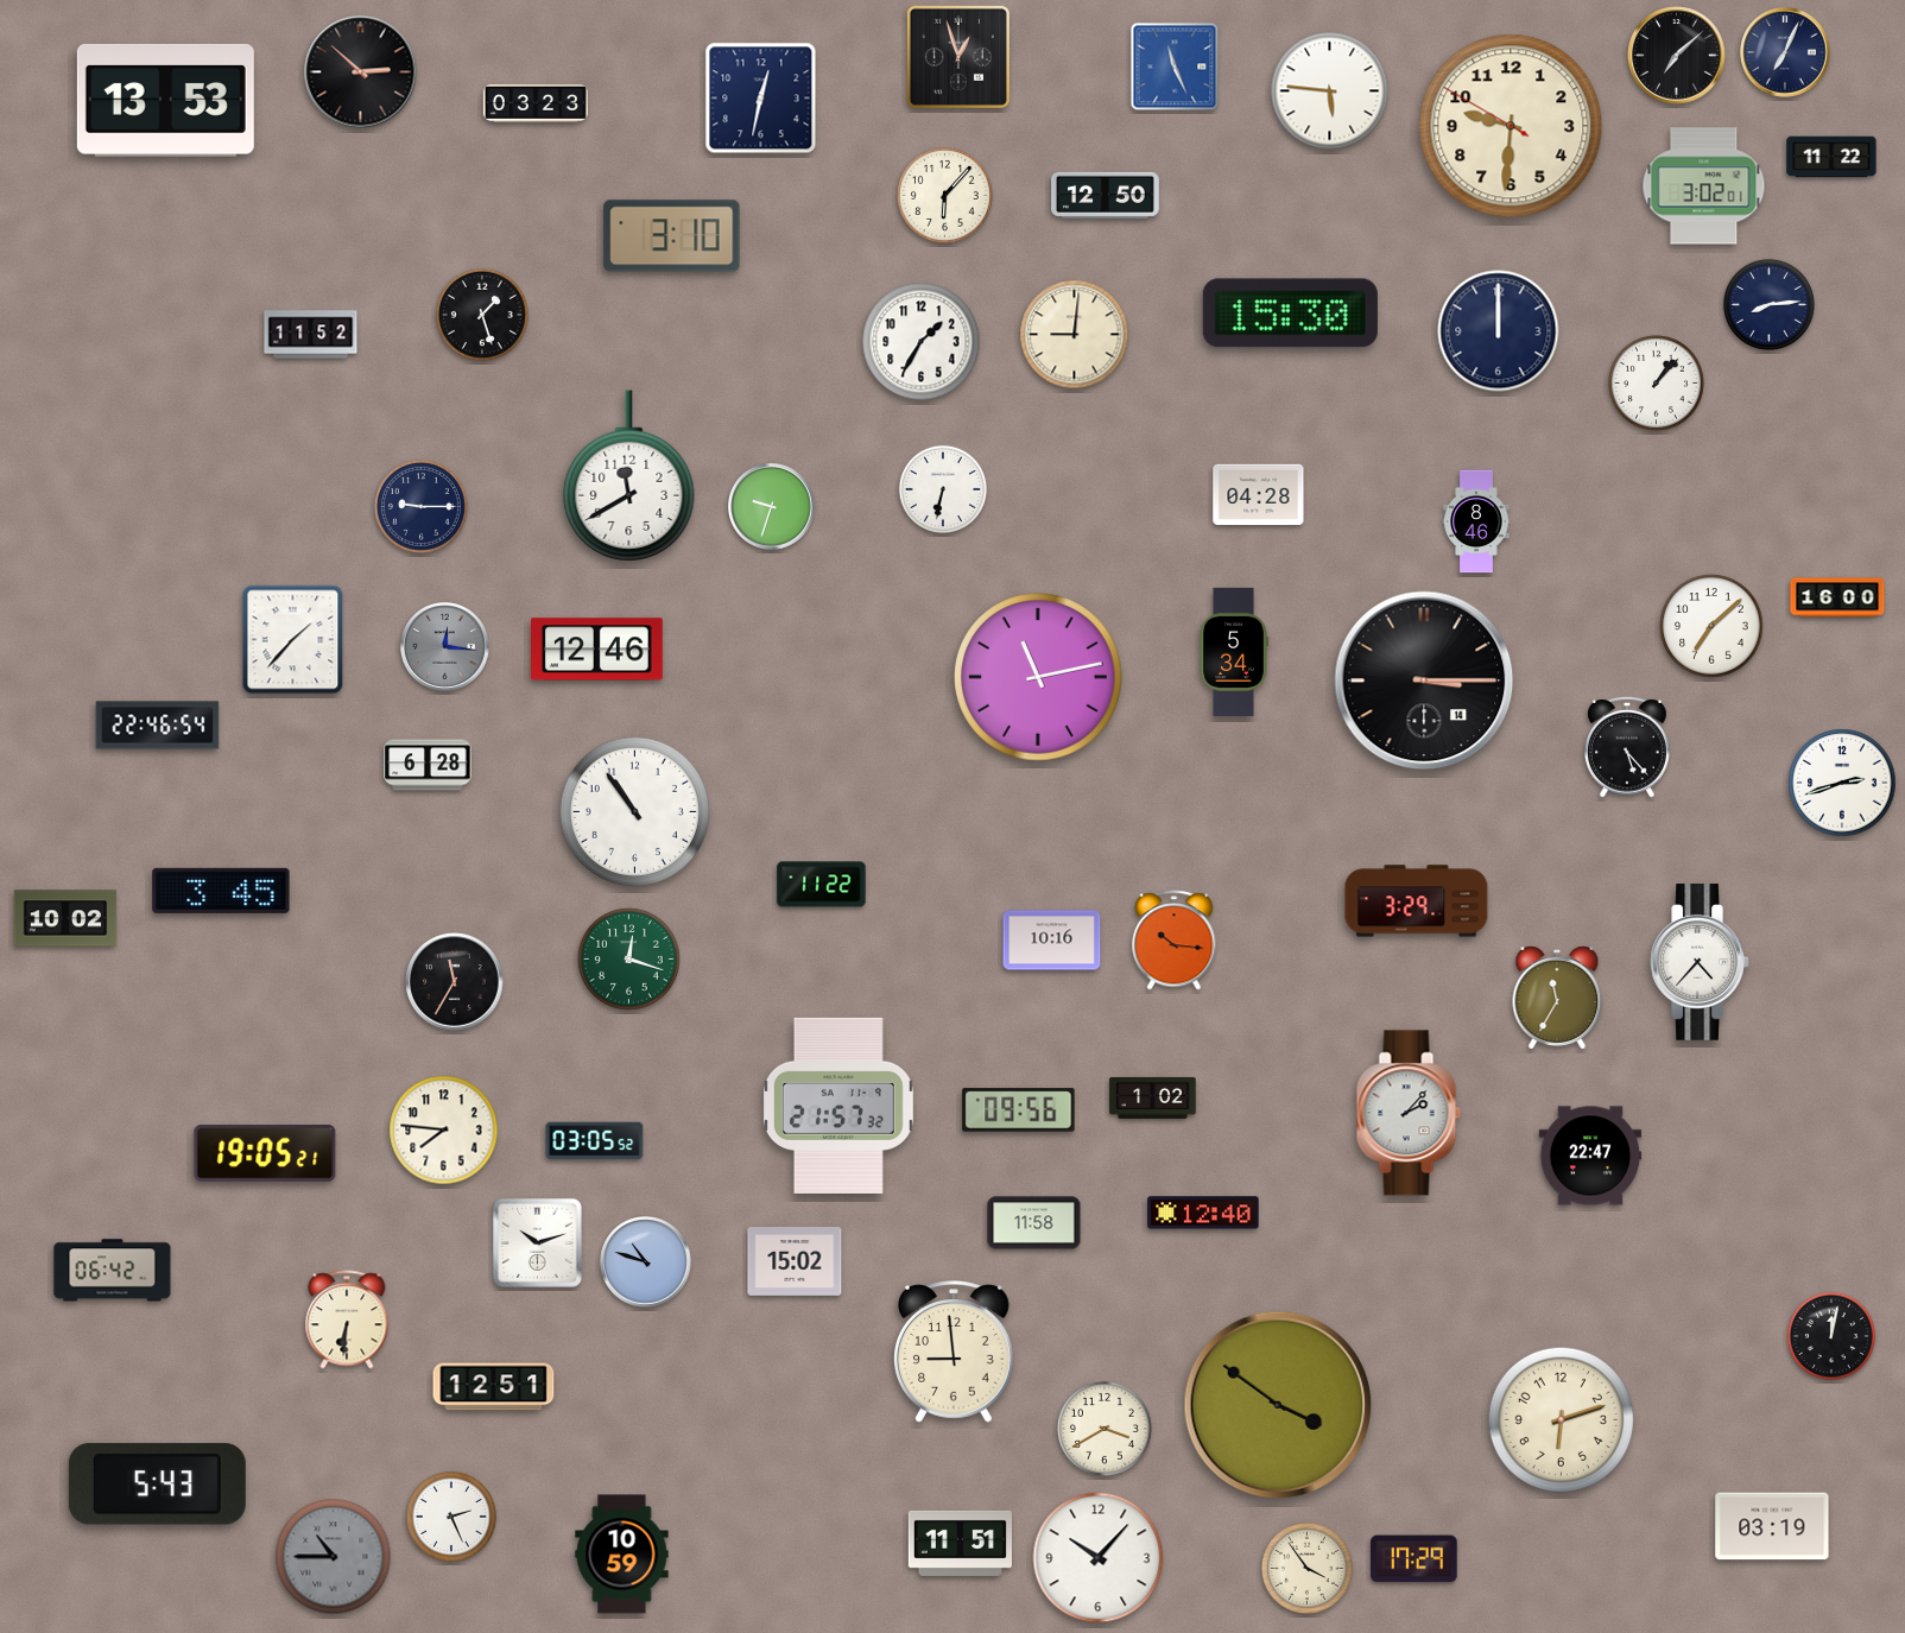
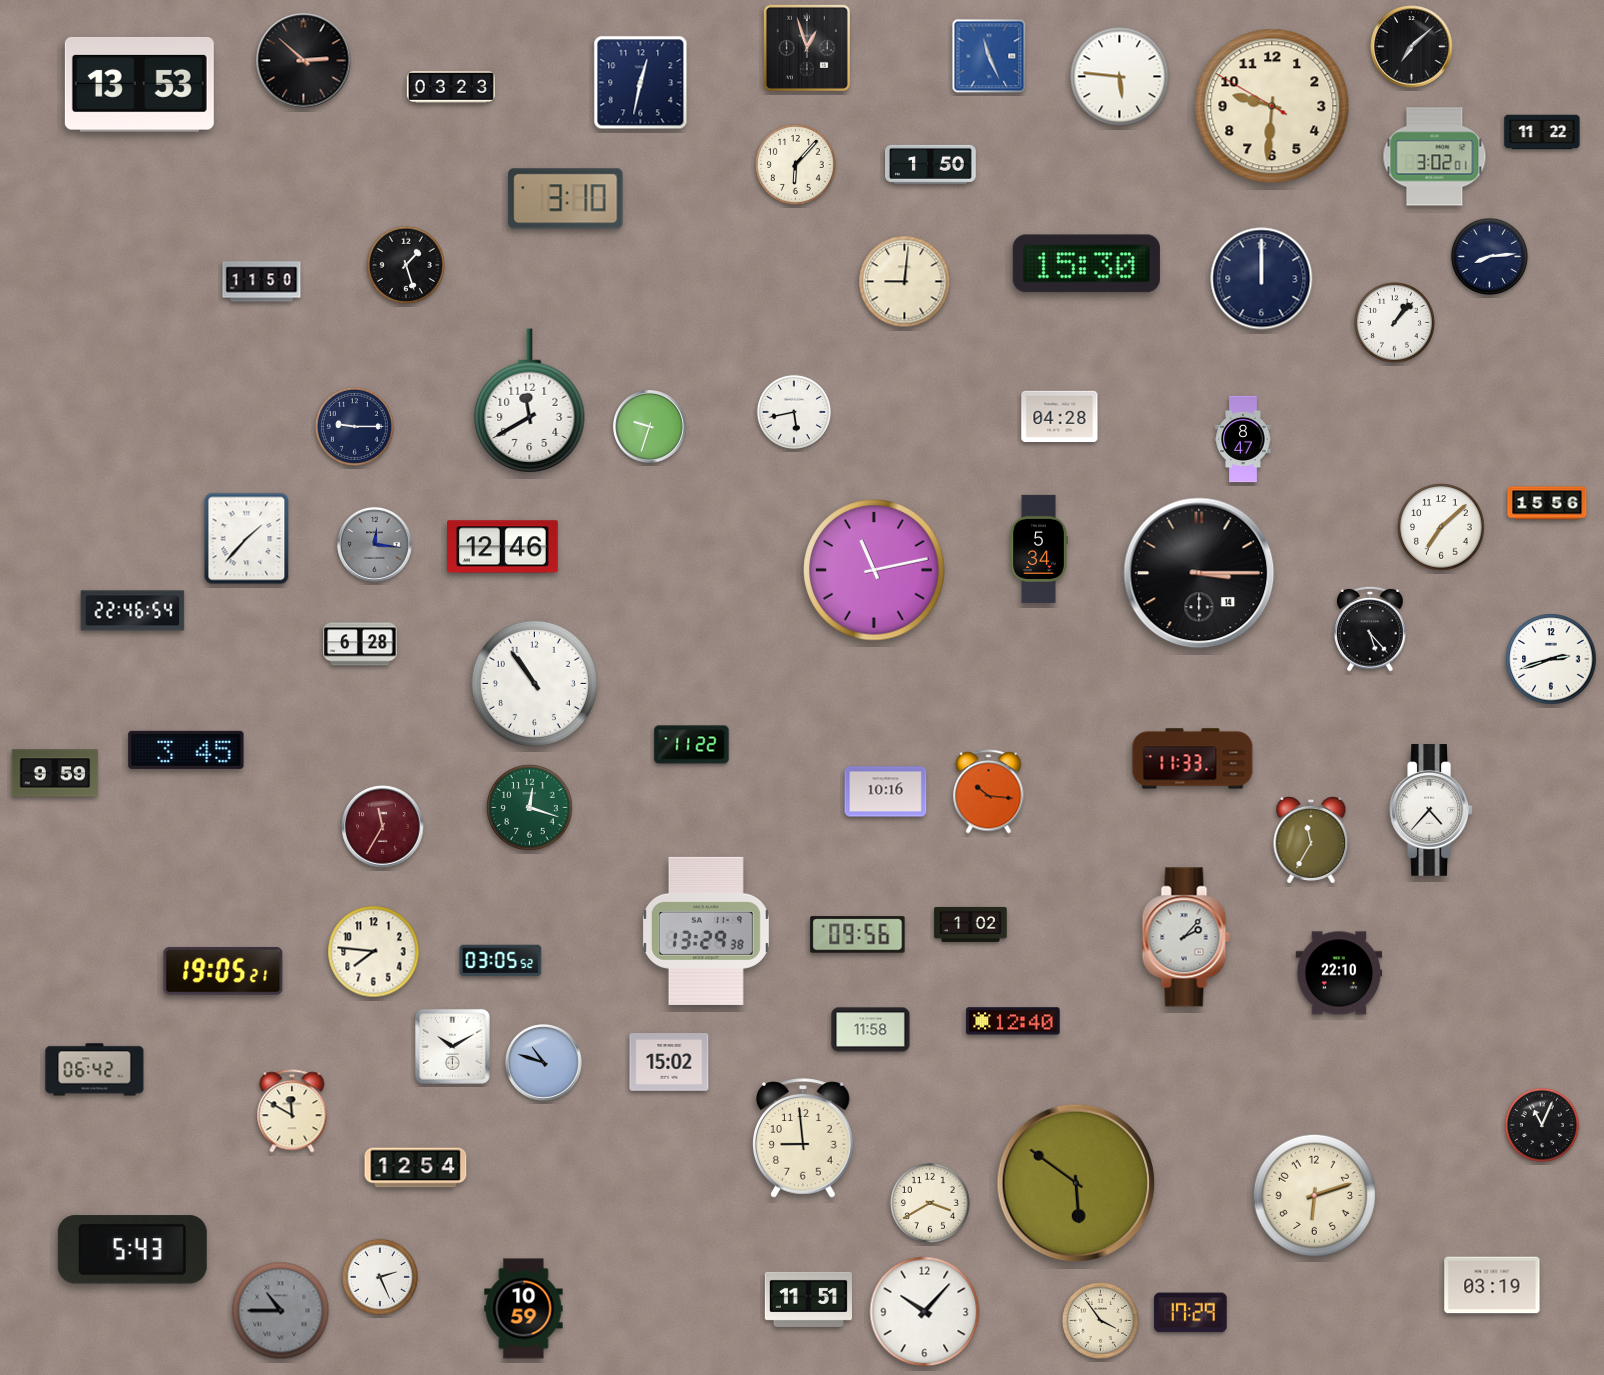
clock at (1785, 52): 7:04 -> none
clock at (1106, 195): 12:50 -> 1:50
clock at (311, 335): 11:52 -> 11:50
clock at (922, 342): 1:35 -> none
clock at (942, 488): 6:32 -> 5:43
clock at (1476, 521): 8:46 -> 8:47
clock at (1837, 597): 16:00 -> 15:56
clock at (1417, 901): 3:29 -> 11:33
clock at (65, 918): 10:02 -> 9:59
clock at (455, 982) dial: black -> burgundy
clock at (838, 1106): 21:57 -> 13:29
clock at (1590, 1156): 22:47 -> 22:10
clock at (537, 1242): 10:12 -> 10:10
clock at (347, 1319): 6:31 -> 11:50
clock at (1830, 1335): 12:02 -> 11:04
clock at (494, 1387): 12:51 -> 12:54
clock at (1278, 1405): 3:51 -> 5:51
